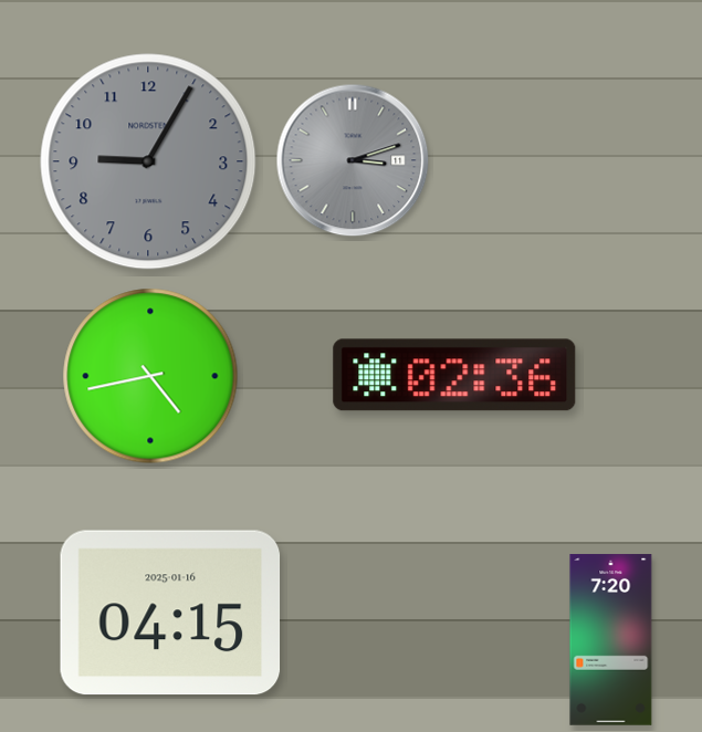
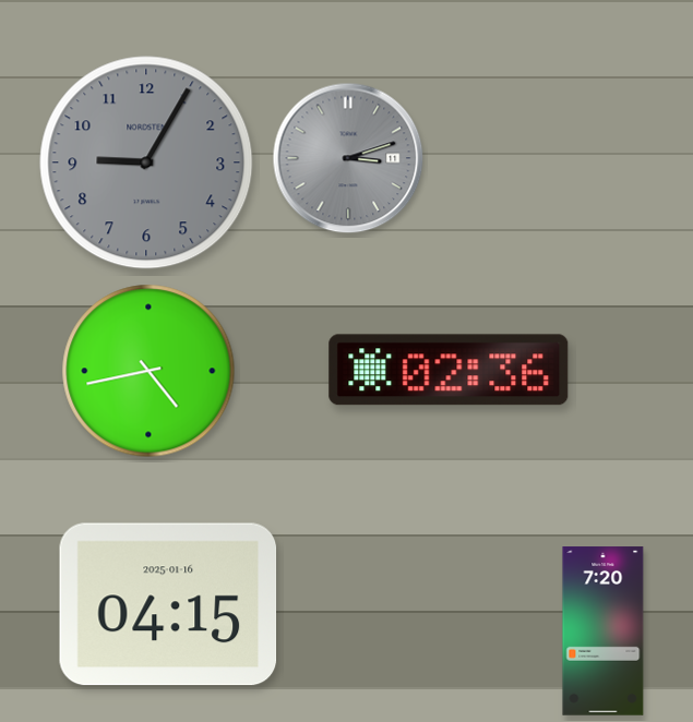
clock at (148, 161) position: (148, 161) -> (146, 163)
